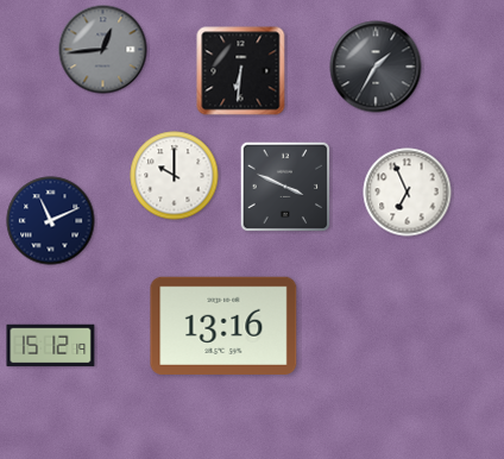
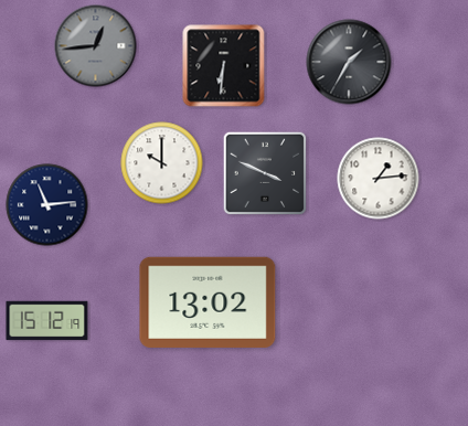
clock at (408, 193): 6:56 -> 1:14
clock at (51, 221): 11:11 -> 11:14
clock at (223, 326): 13:16 -> 13:02
